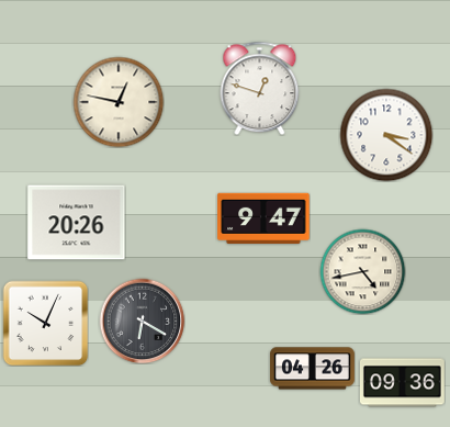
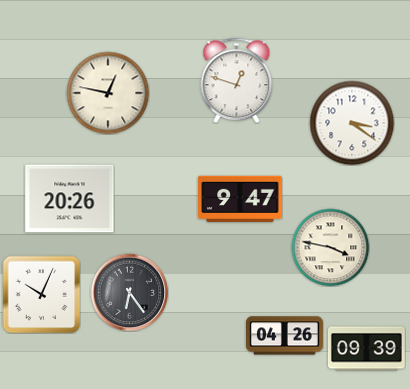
clock at (77, 223) position: (77, 223) -> (70, 199)
clock at (362, 271): 4:43 -> 3:47
clock at (142, 321): 6:20 -> 6:24
clock at (402, 383): 09:36 -> 09:39
